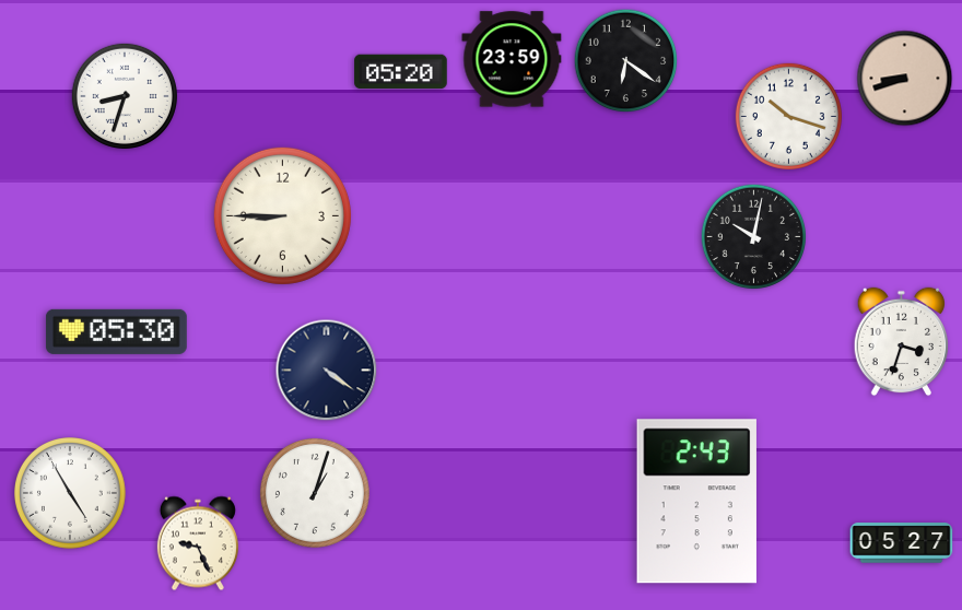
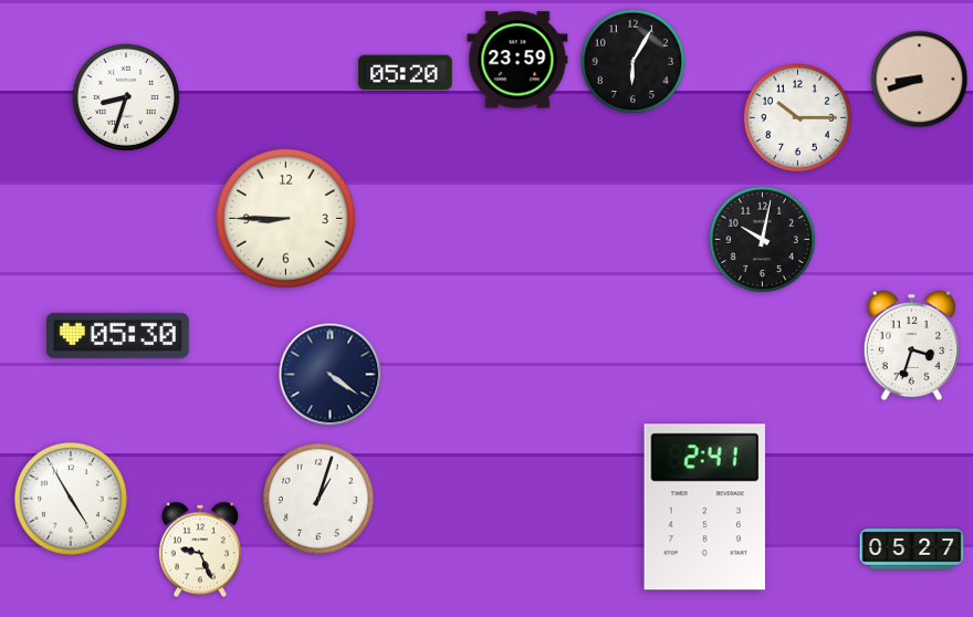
clock at (626, 61): 6:21 -> 6:05
clock at (905, 79) position: (905, 79) -> (920, 80)
clock at (788, 116): 10:18 -> 10:15
clock at (696, 502): 2:43 -> 2:41
